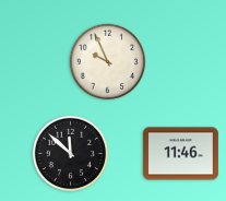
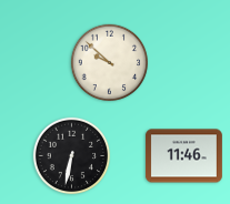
clock at (108, 62): 9:56 -> 9:52
clock at (71, 154): 11:52 -> 6:32
